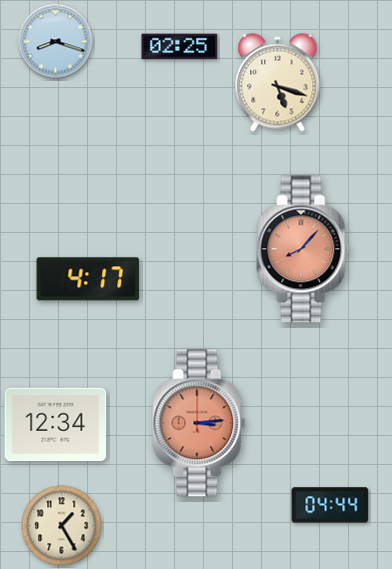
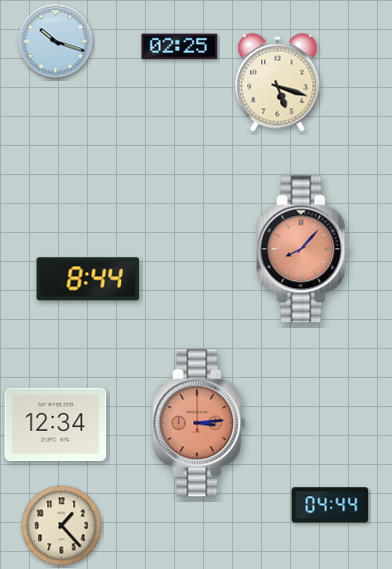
clock at (56, 42): 8:18 -> 10:18
clock at (88, 279): 4:17 -> 8:44
clock at (62, 526): 1:25 -> 1:23
